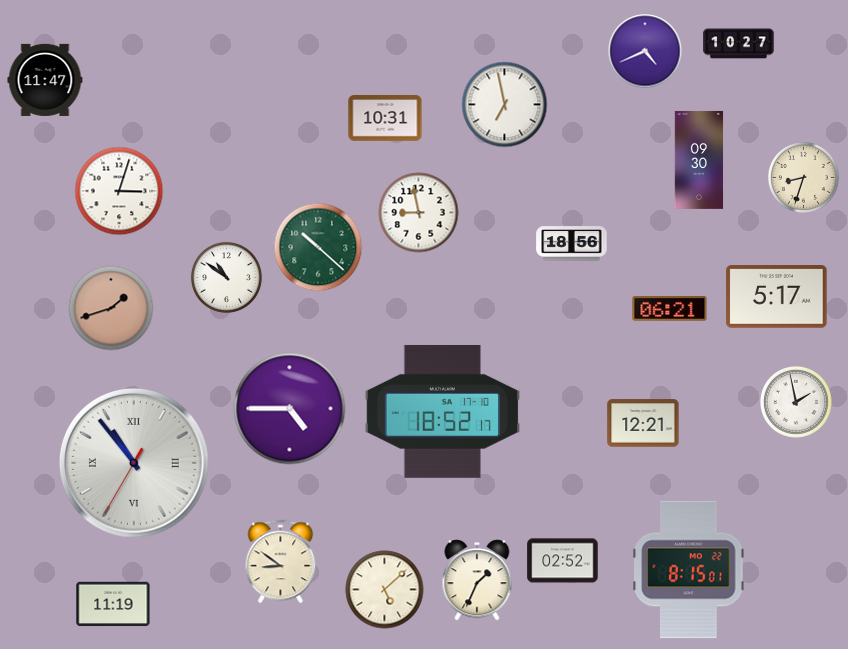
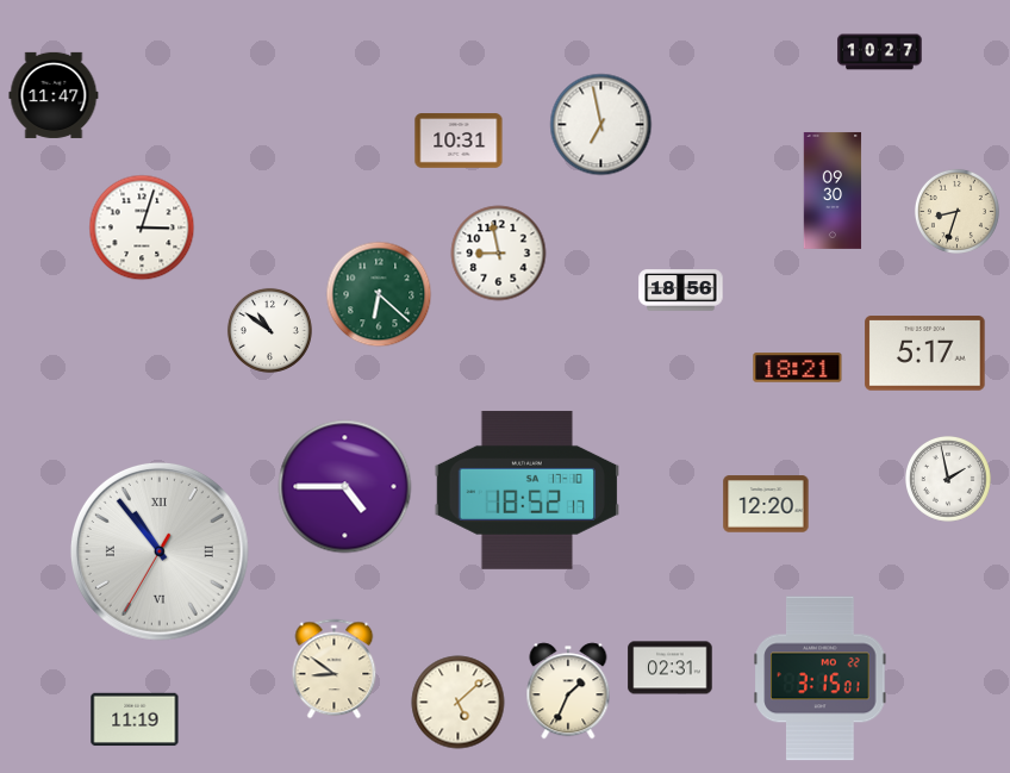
clock at (645, 51): 4:41 -> none
clock at (318, 247): 10:22 -> 6:22
clock at (111, 308): 1:42 -> none
clock at (670, 309): 06:21 -> 18:21
clock at (643, 423): 12:21 -> 12:20
clock at (563, 561): 02:52 -> 02:31
clock at (689, 570): 8:15 -> 3:15
